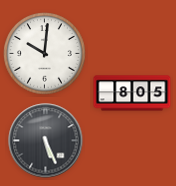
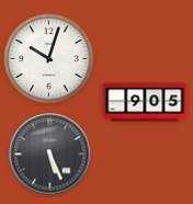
clock at (45, 54): 10:01 -> 10:03
clock at (132, 93): 8:05 -> 9:05
